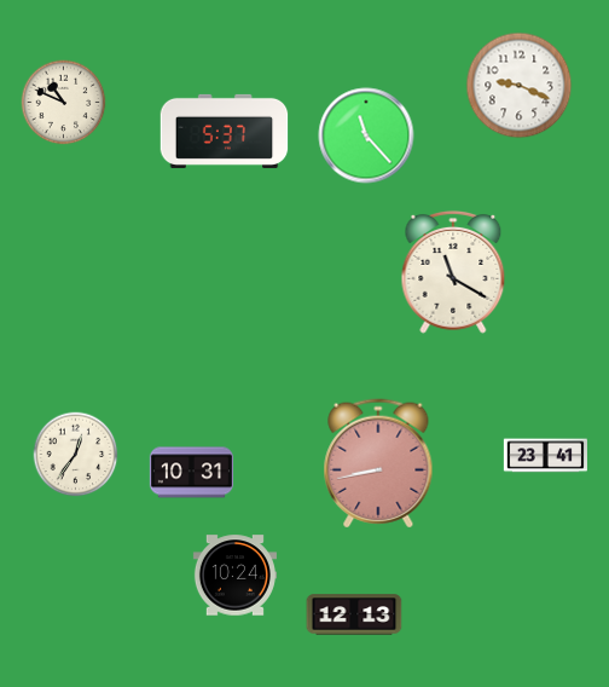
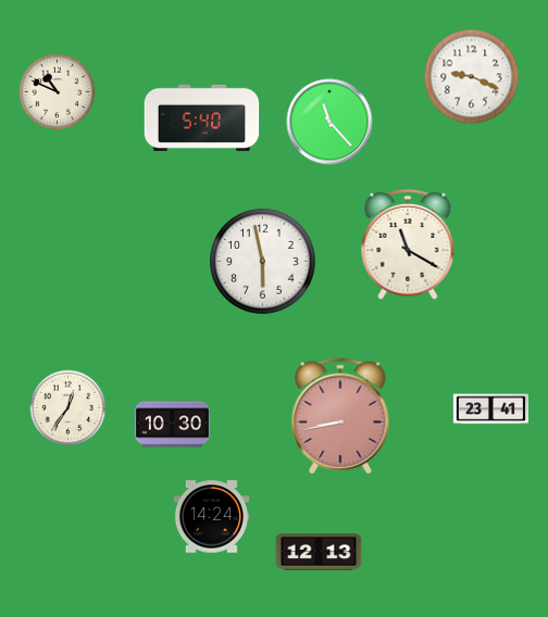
clock at (520, 86) position: (520, 86) -> (472, 77)
clock at (225, 131): 5:37 -> 5:40
clock at (263, 262): none -> 5:58
clock at (191, 473): 10:31 -> 10:30
clock at (234, 576): 10:24 -> 14:24
